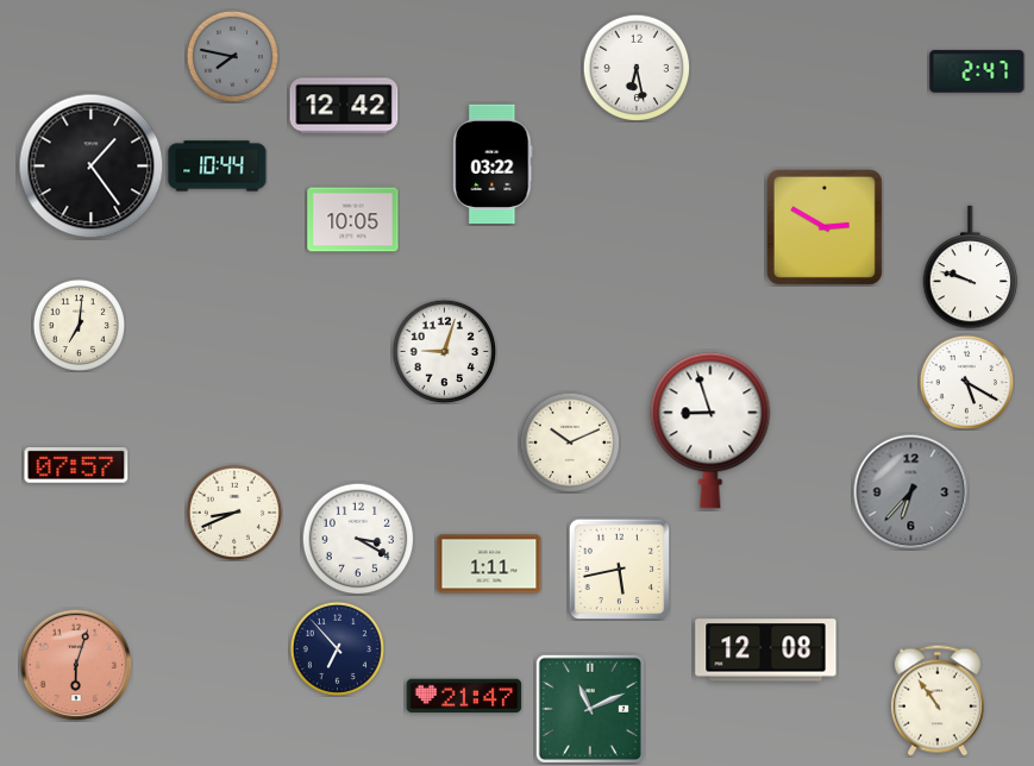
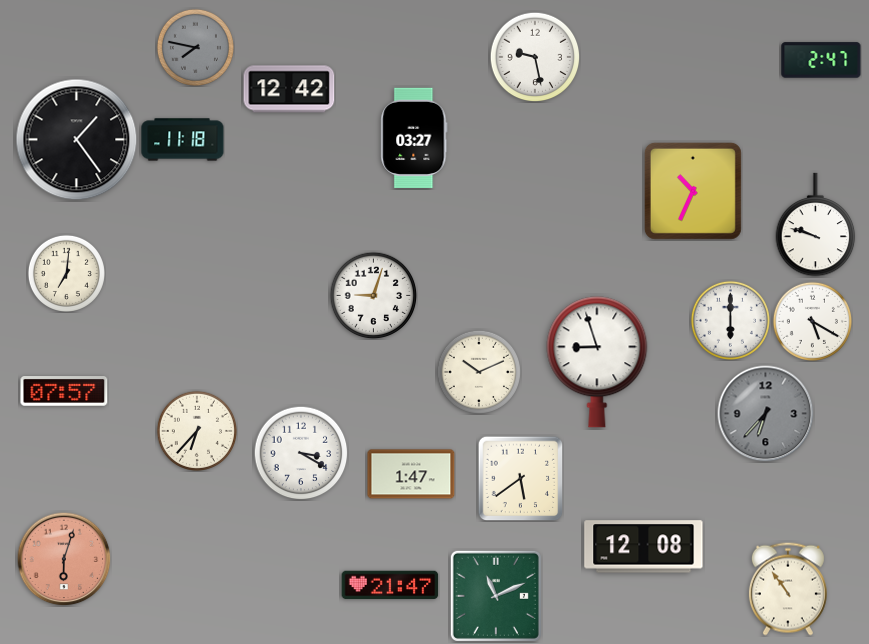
clock at (637, 68): 6:28 -> 9:28
clock at (493, 163): 03:22 -> 03:27
clock at (218, 167): 10:44 -> 11:18
clock at (353, 220): 10:05 -> none
clock at (825, 227): 2:50 -> 10:34
clock at (730, 320): none -> 6:00
clock at (233, 511): 8:41 -> 6:37
clock at (489, 564): 1:11 -> 1:47
clock at (619, 569): 5:43 -> 5:39
clock at (337, 648): 6:53 -> none
